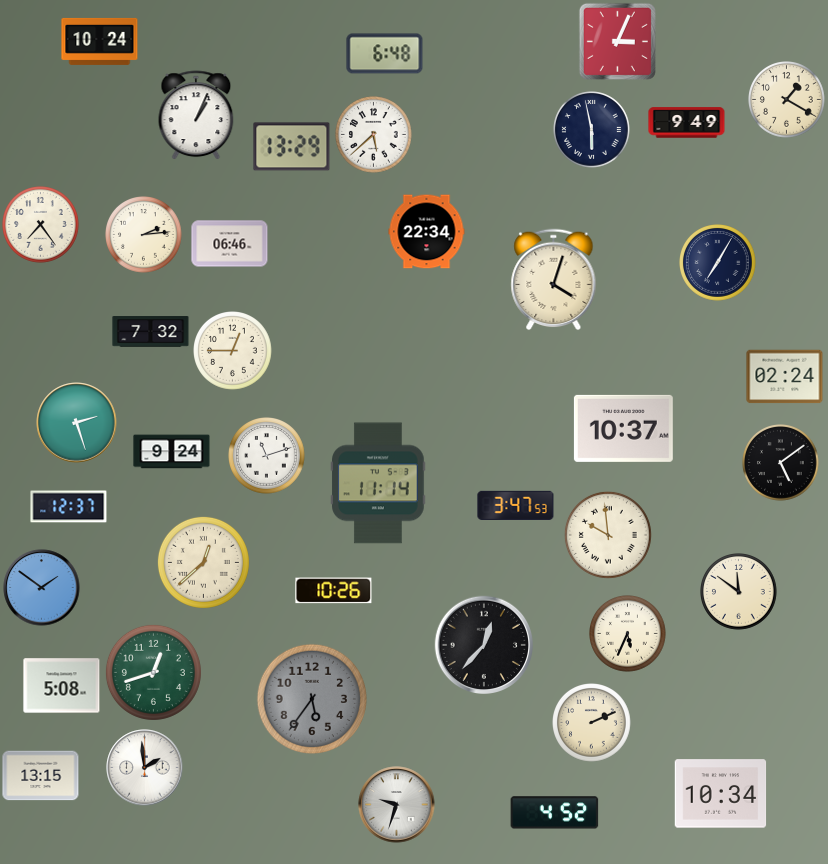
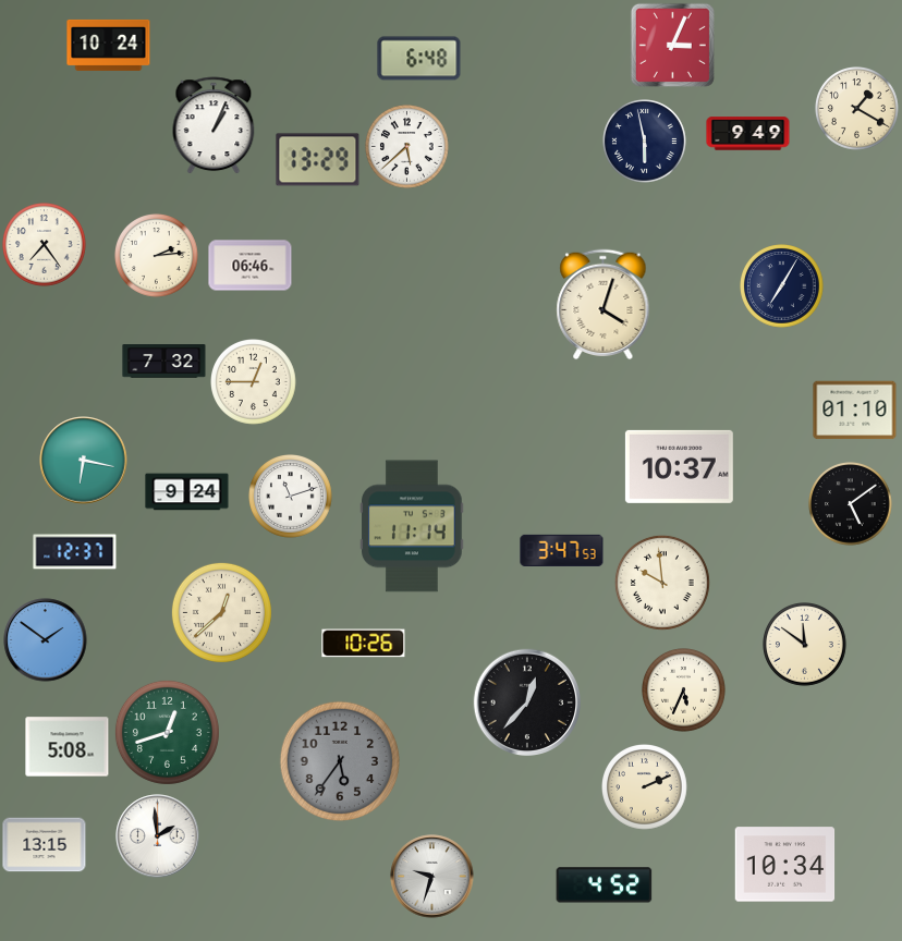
clock at (427, 232): 22:34 -> none
clock at (785, 377): 02:24 -> 01:10
clock at (77, 423): 2:27 -> 6:17
